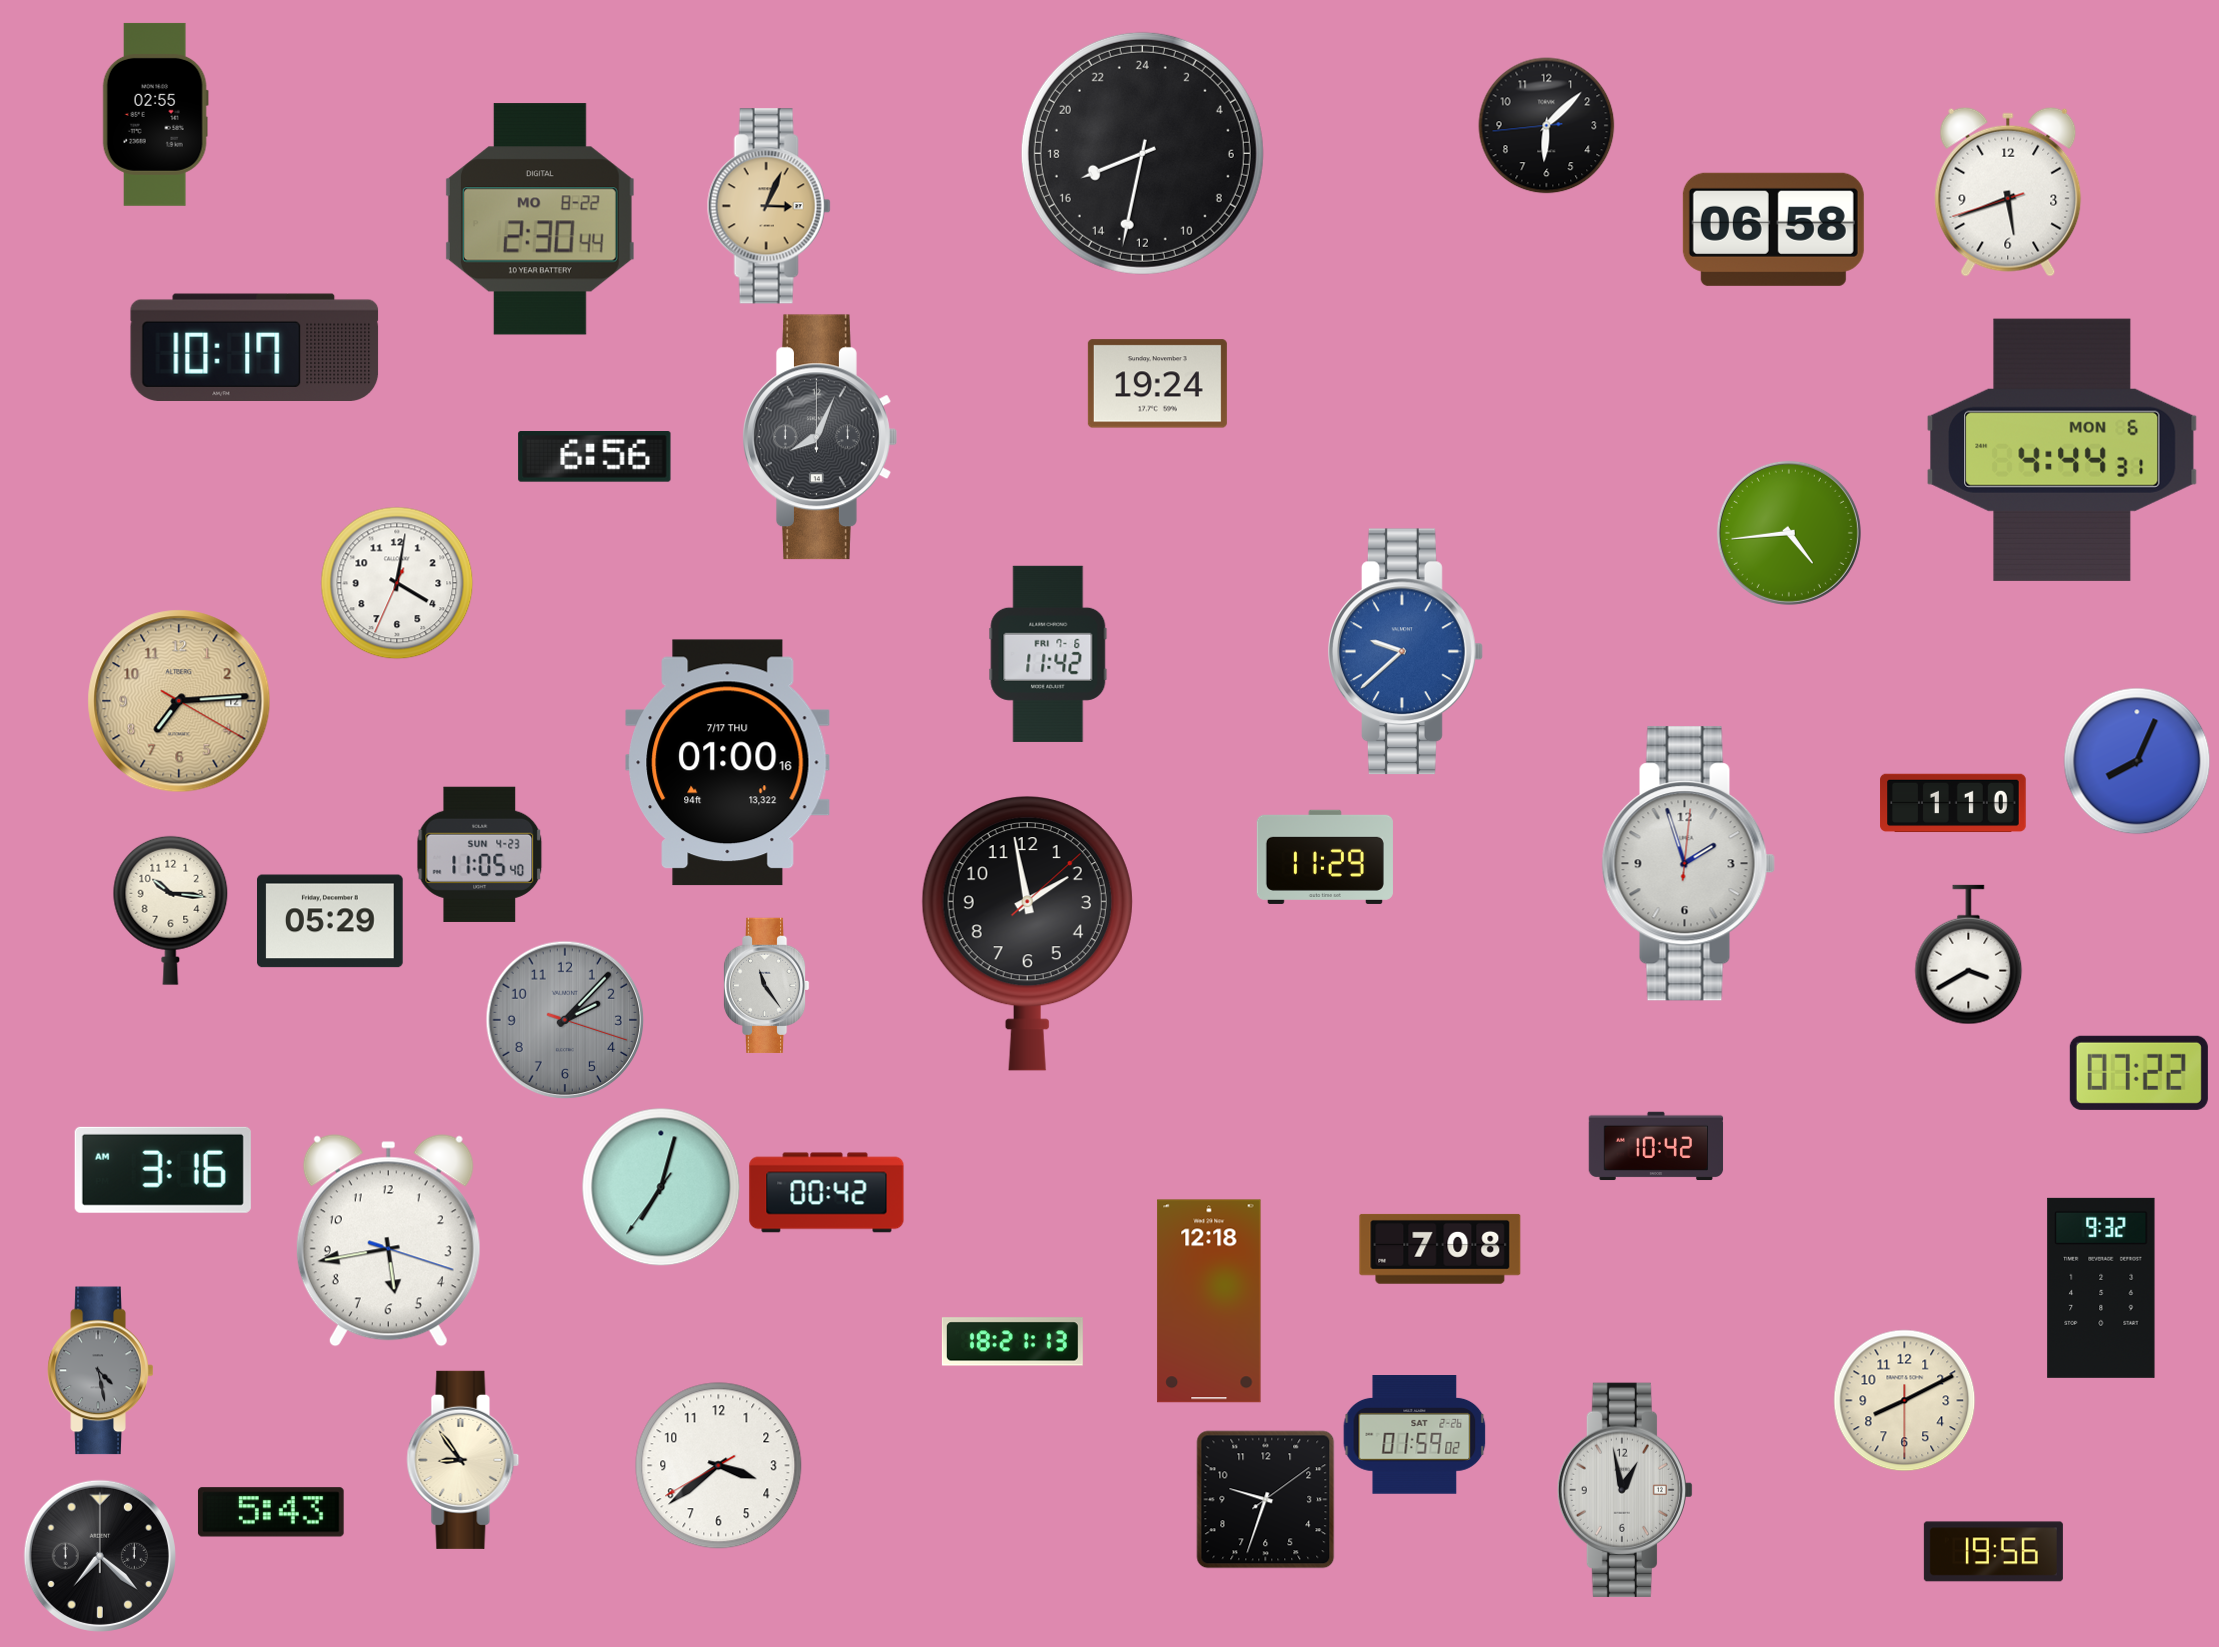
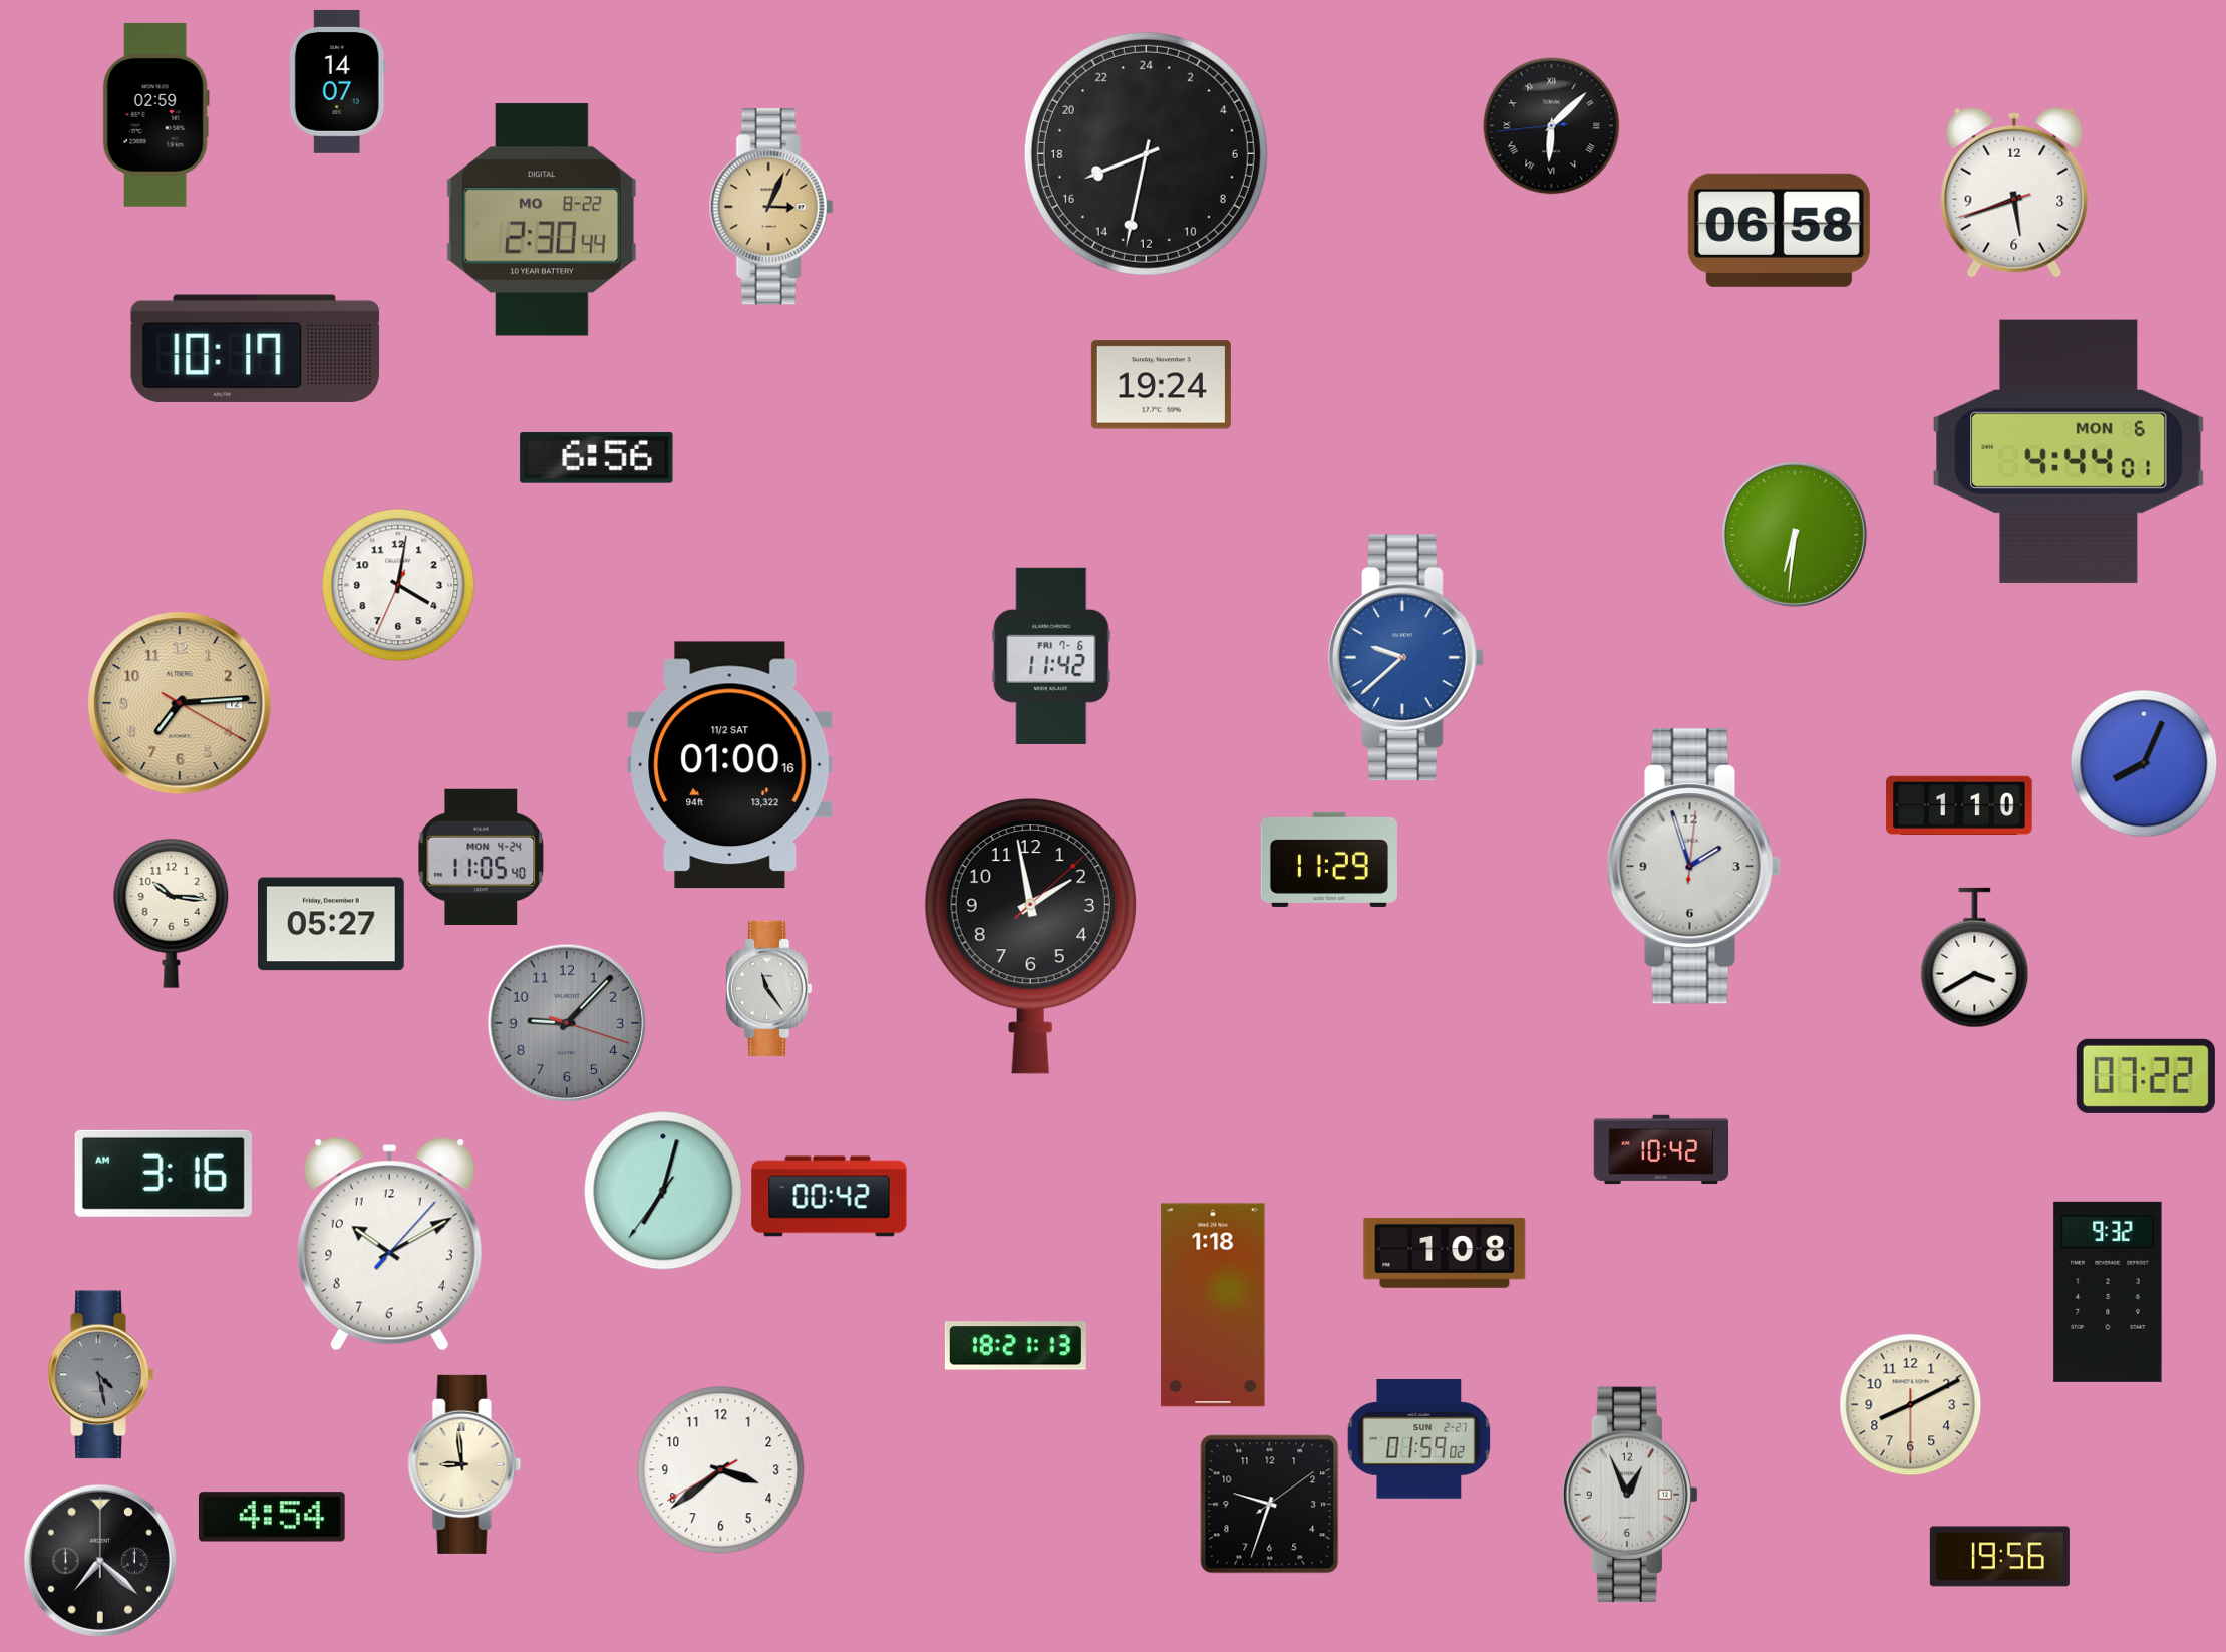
clock at (337, 81): none -> 14:07
clock at (155, 114): 02:55 -> 02:59
clock at (1547, 126) numerals: Arabic -> Roman
clock at (820, 437): 8:04 -> none
clock at (2062, 450): 4:44:31 -> 4:44:01
clock at (1789, 533): 4:44 -> 6:31
clock at (1406, 652) position: (1406, 652) -> (1406, 658)
clock at (728, 763) date: 7/17 THU -> 11/2 SAT
clock at (480, 854) date: SUN 4-23 -> MON 4-24
clock at (331, 921): 05:29 -> 05:27
clock at (565, 1020): 2:07 -> 9:07
clock at (388, 1241): 5:43 -> 10:10
clock at (1440, 1249): 7:08 -> 1:08
clock at (1209, 1301): 12:18 -> 1:18
clock at (1415, 1435) date: SAT 2-26 -> SUN 2-27
clock at (463, 1460): 8:54 -> 8:59
clock at (1625, 1490): 12:58 -> 12:56
clock at (271, 1512): 5:43 -> 4:54
